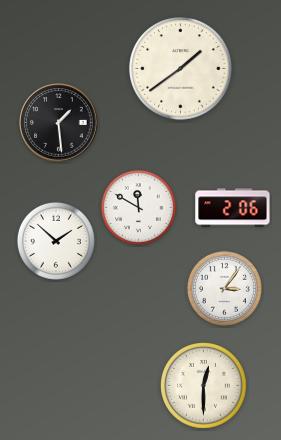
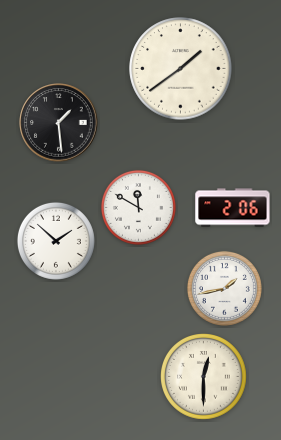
clock at (224, 288): 3:06 -> 1:43
clock at (204, 386) position: (204, 386) -> (204, 377)
